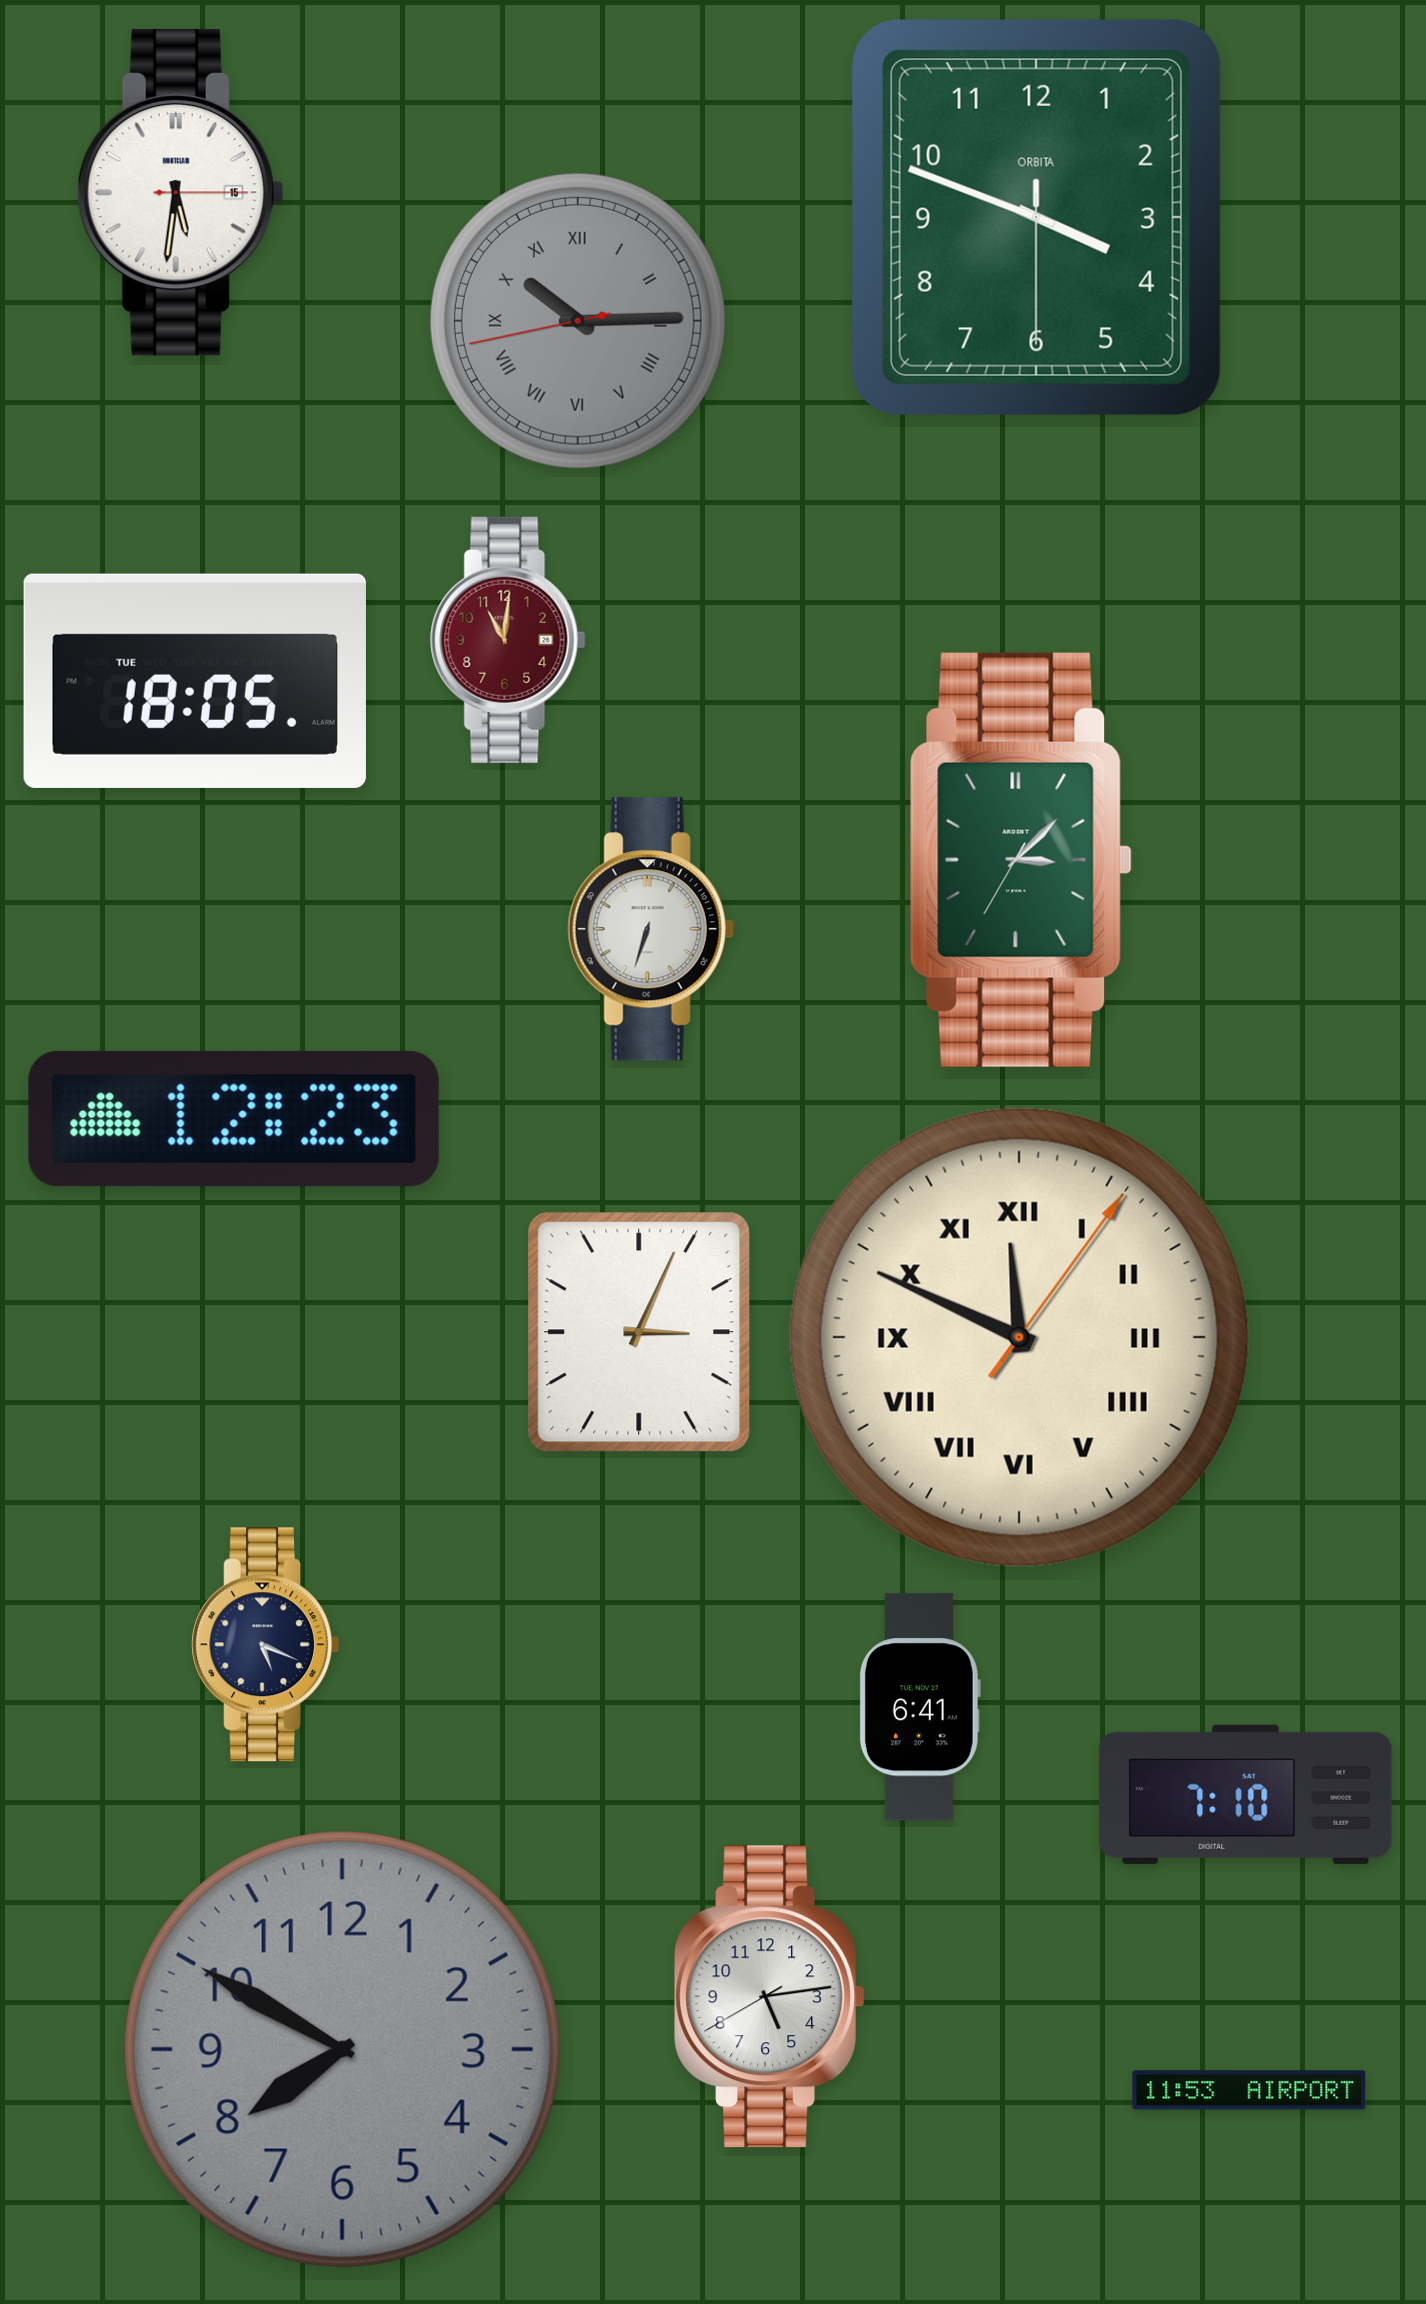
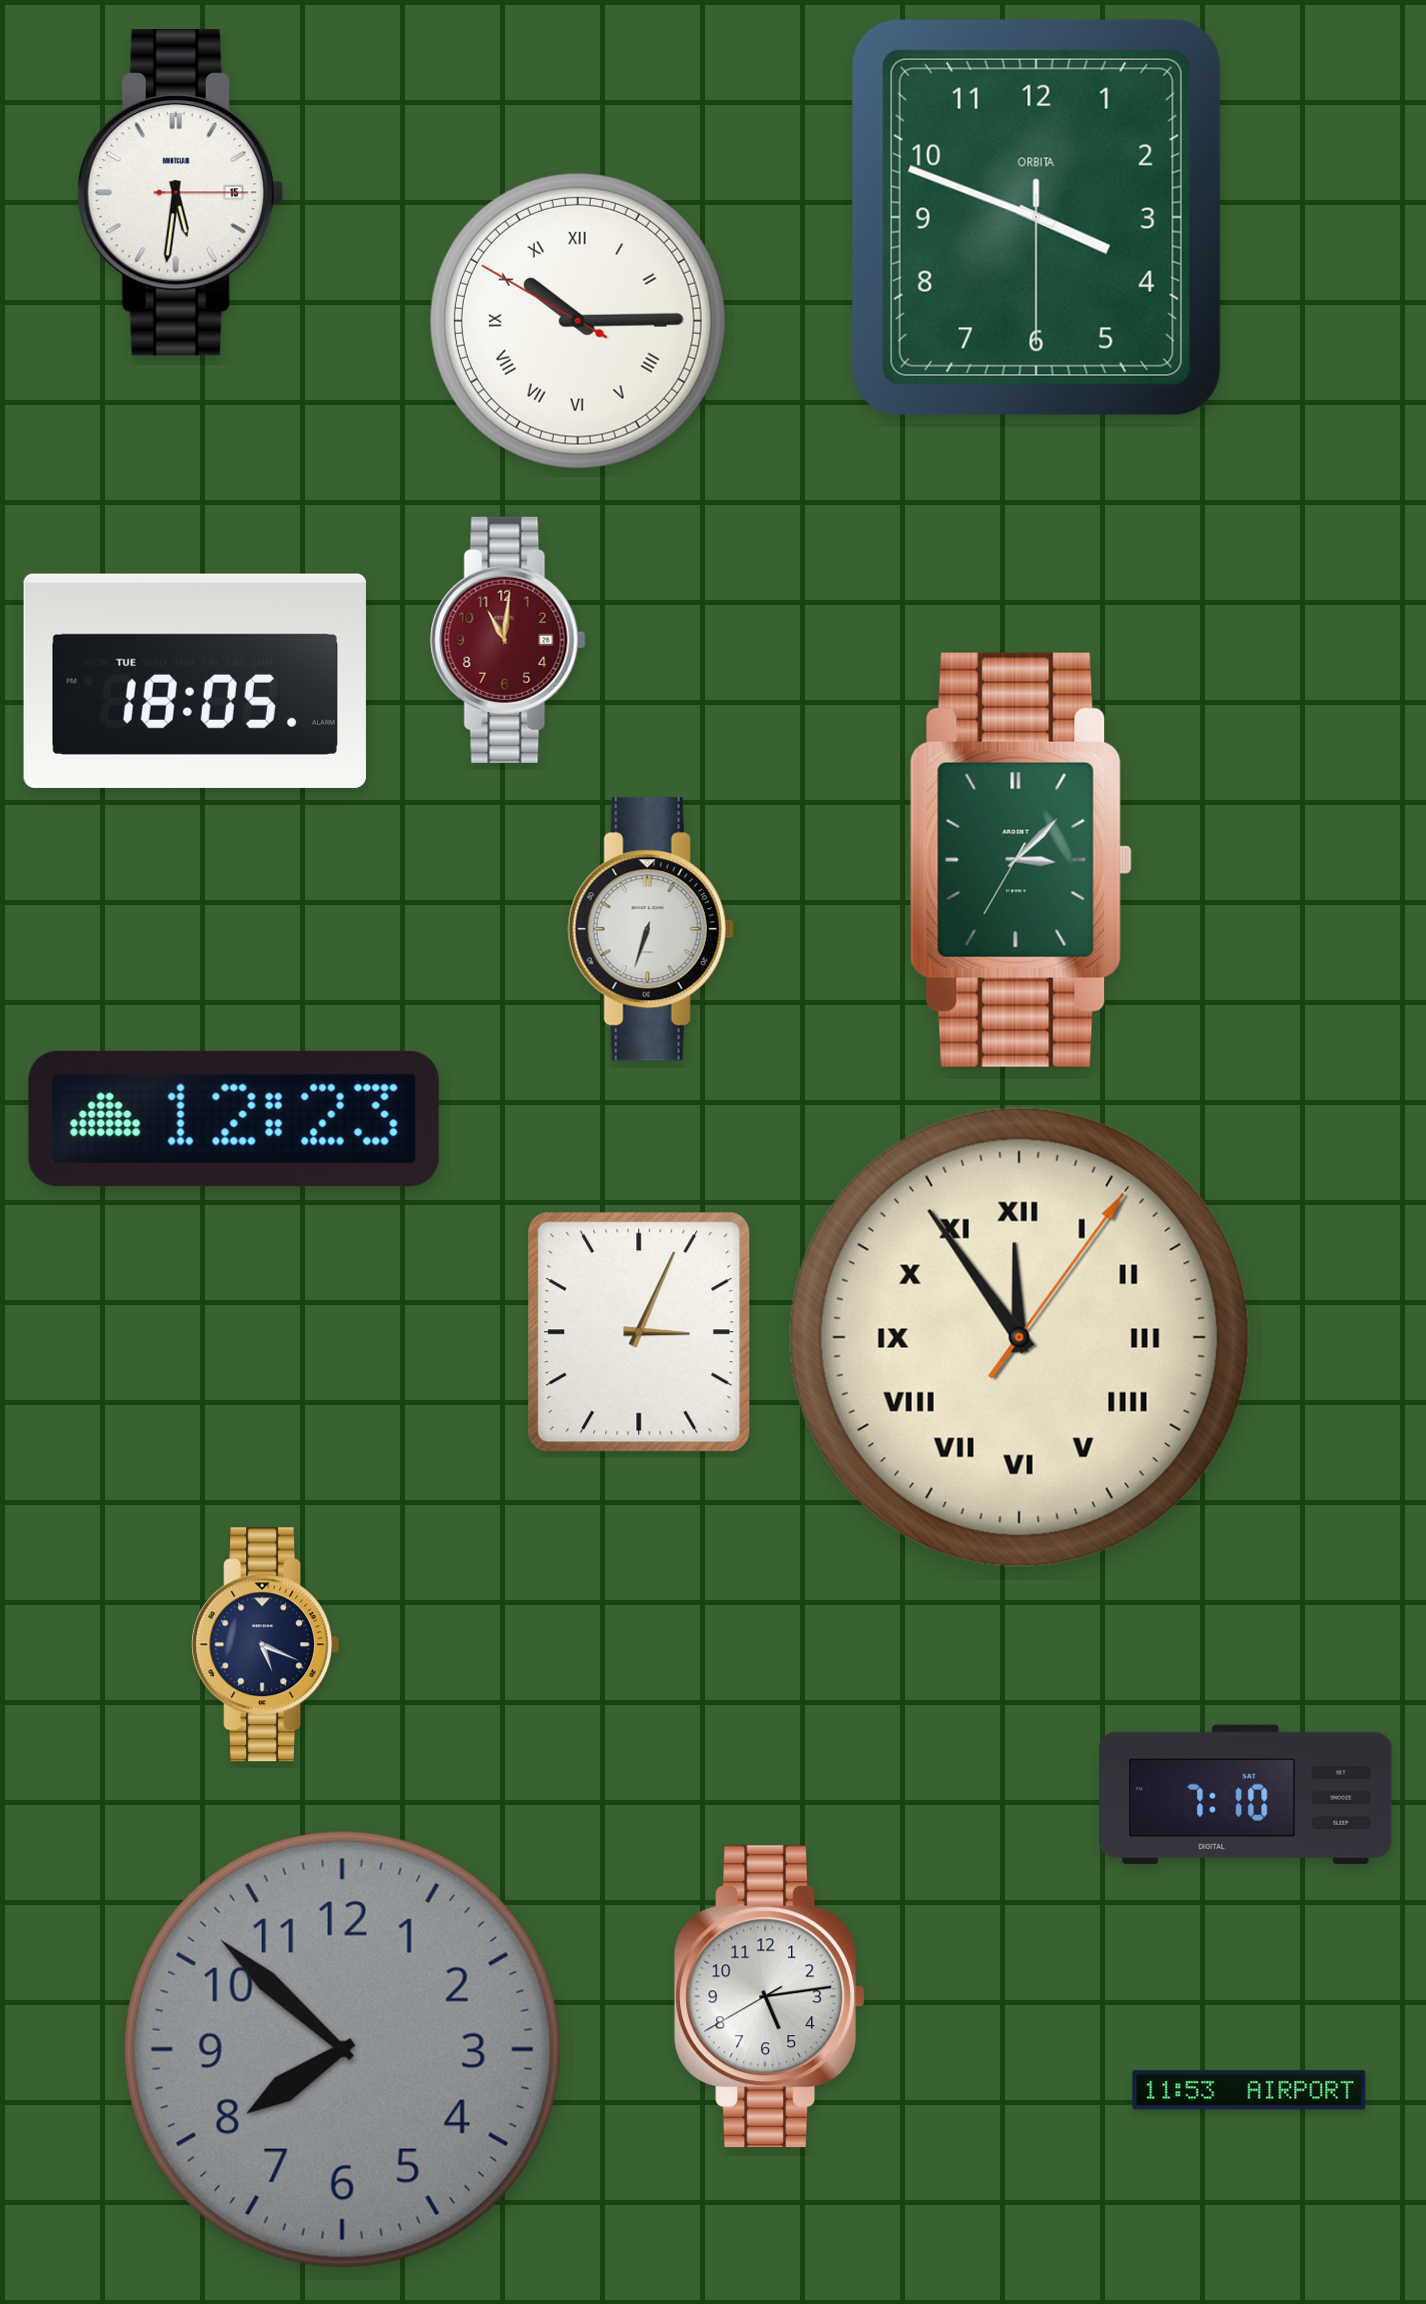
clock at (578, 321): 10:14:43 -> 10:14:50
clock at (578, 321) dial: grey -> white
clock at (1019, 1337): 11:49 -> 11:54
clock at (920, 1707): 6:41 -> none
clock at (342, 2049): 7:50 -> 7:52
